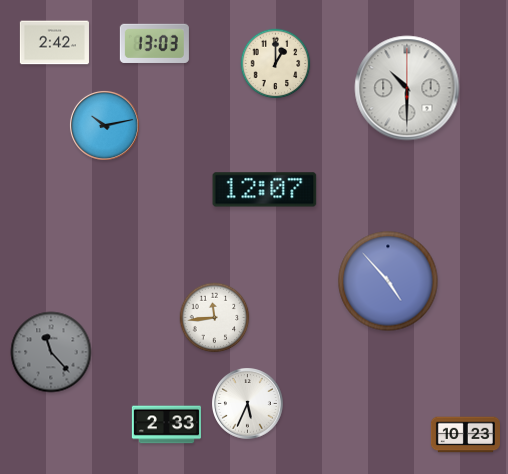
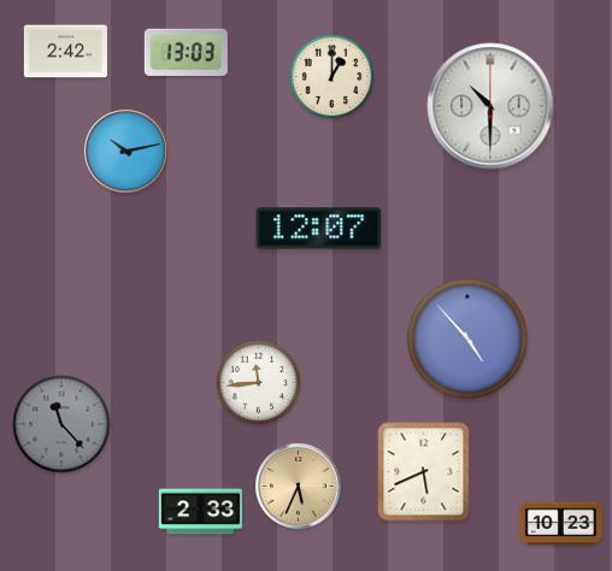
clock at (424, 472): none -> 5:41
clock at (248, 404) dial: white -> champagne
